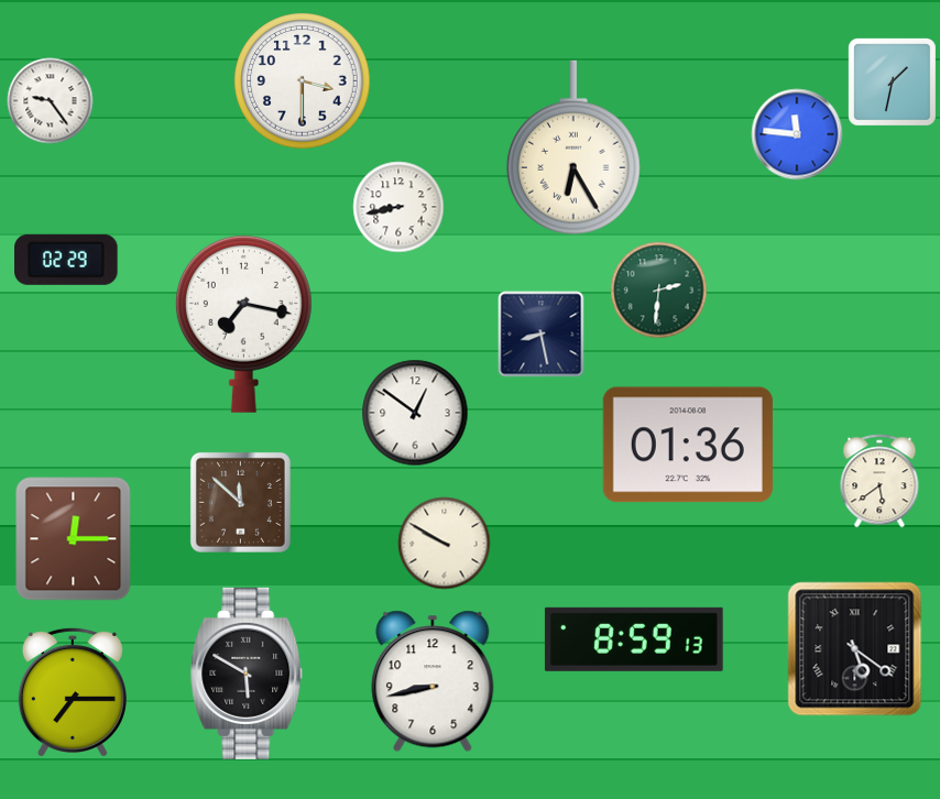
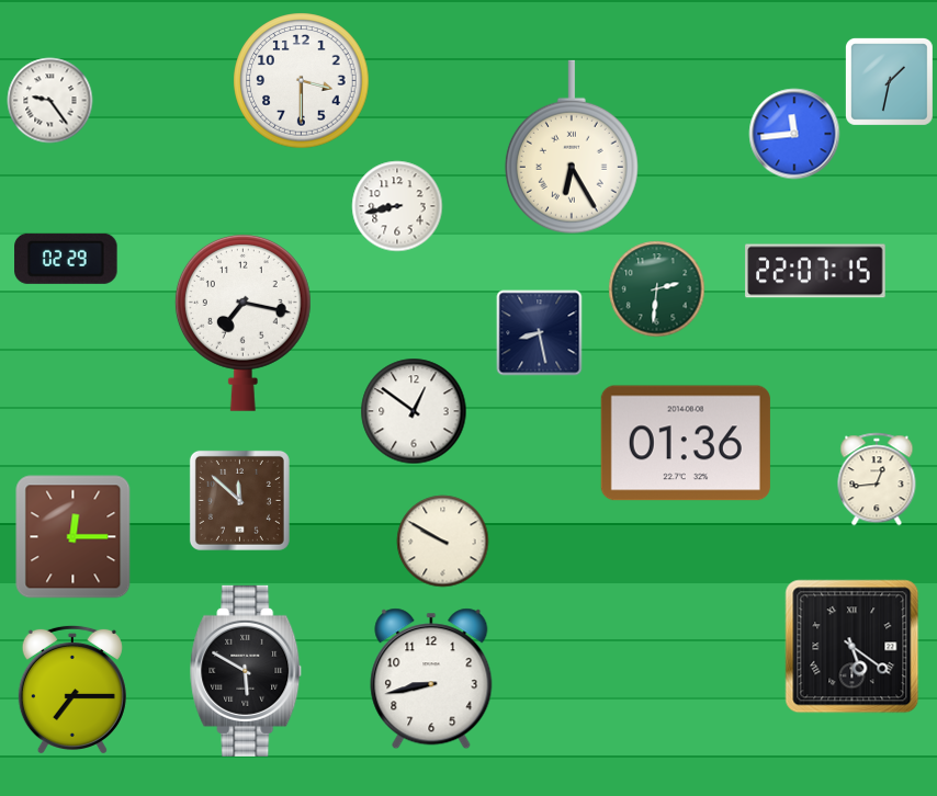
clock at (797, 134): 11:46 -> 11:44
clock at (815, 271): none -> 22:07
clock at (879, 481): 5:39 -> 12:44
clock at (634, 639): 8:59 -> none
